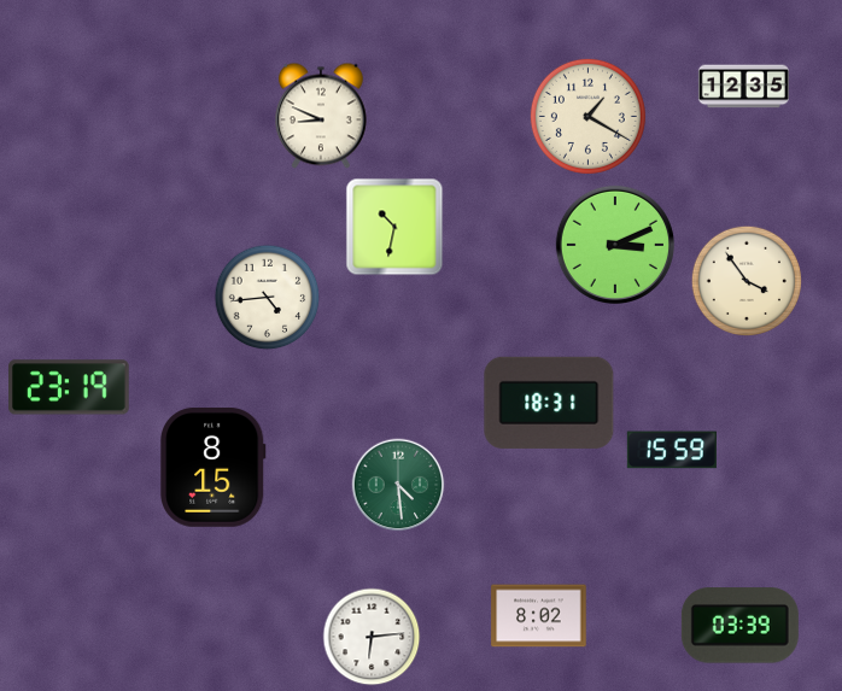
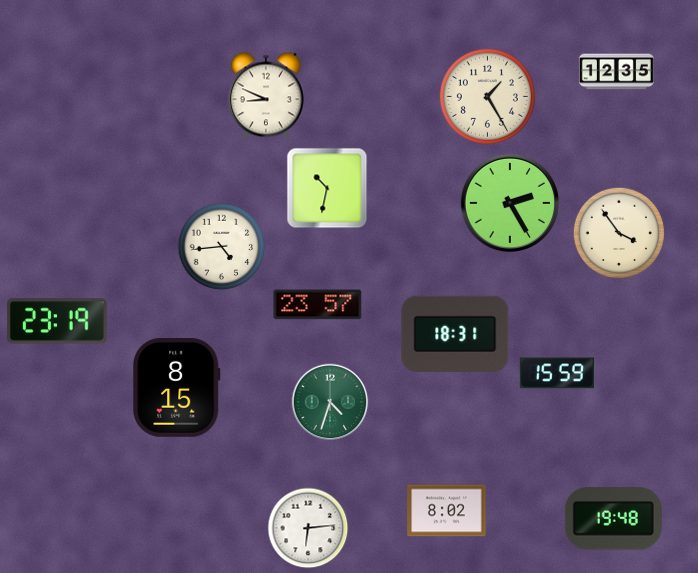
clock at (587, 116): 1:20 -> 1:25
clock at (615, 245): 3:11 -> 2:25
clock at (318, 305): none -> 23:57
clock at (398, 485): 4:29 -> 4:33
clock at (739, 626): 03:39 -> 19:48
